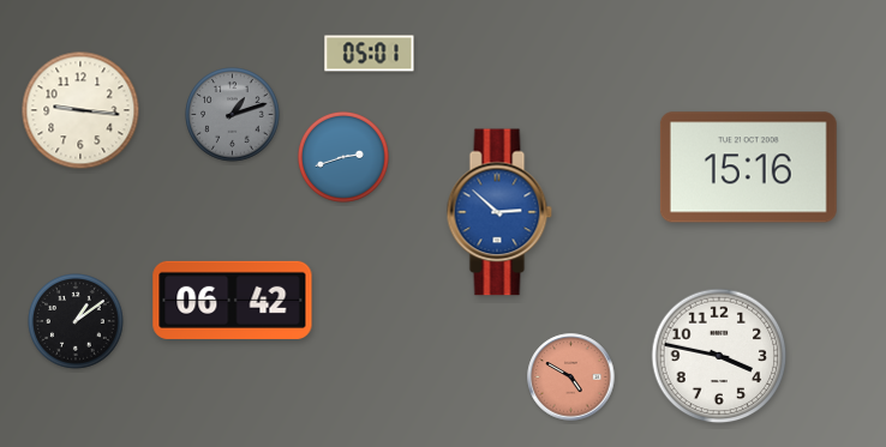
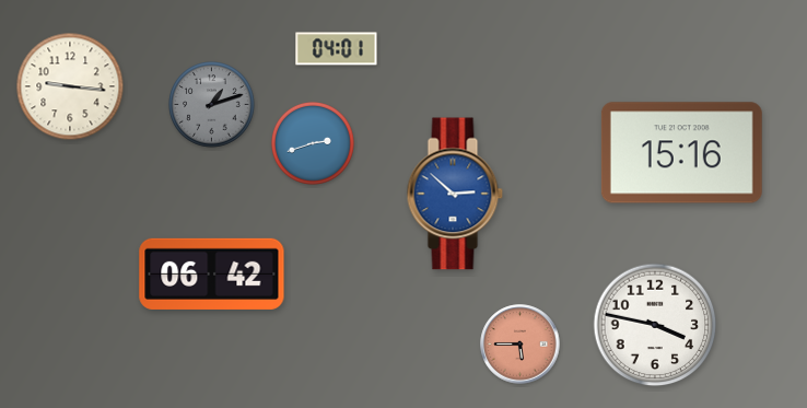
clock at (370, 54): 05:01 -> 04:01
clock at (80, 110) position: (80, 110) -> (70, 86)
clock at (76, 321): 1:09 -> none
clock at (571, 377): 4:50 -> 5:45
